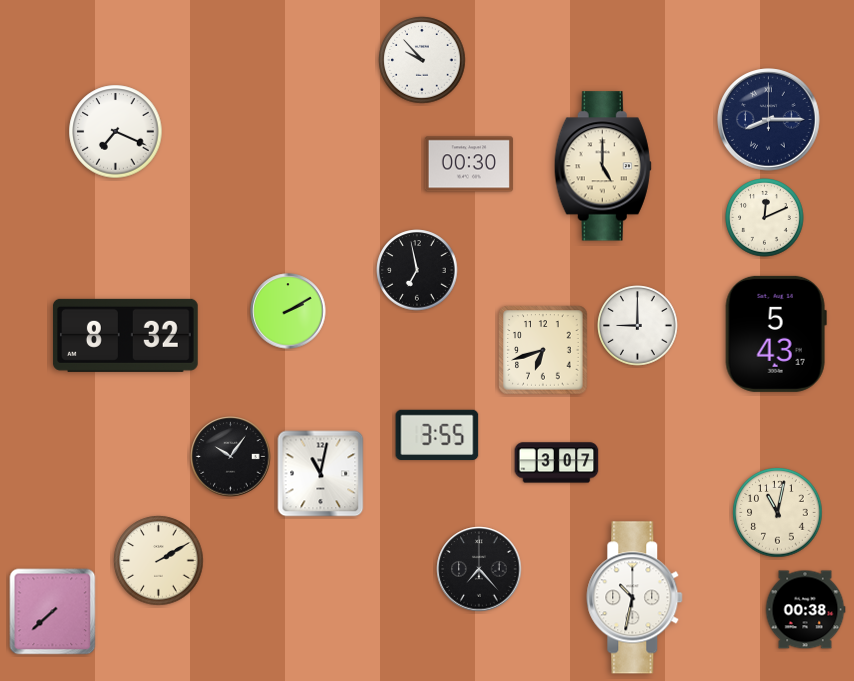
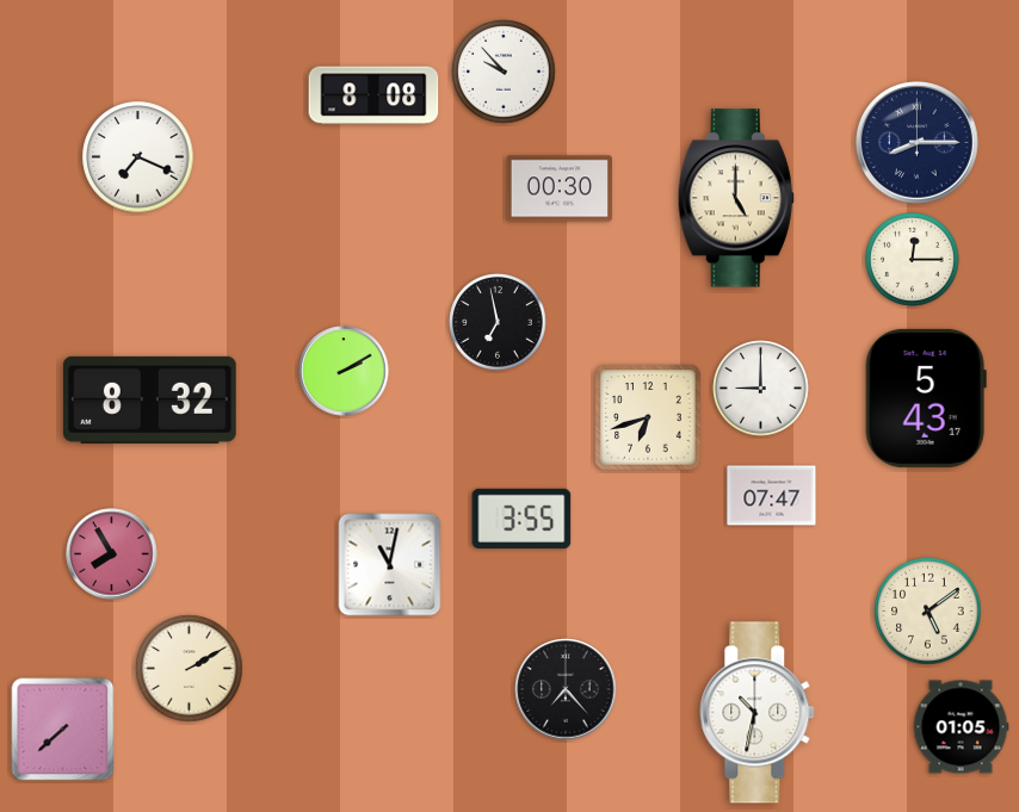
clock at (373, 95): none -> 8:08
clock at (469, 164) position: (469, 164) -> (560, 188)
clock at (603, 166) position: (603, 166) -> (736, 198)
clock at (765, 218): 12:11 -> 12:15
clock at (772, 496): none -> 07:47
clock at (231, 457): 10:06 -> none
clock at (557, 463): 3:07 -> none
clock at (112, 554): none -> 7:55
clock at (321, 474) position: (321, 474) -> (390, 565)
clock at (778, 513): 11:02 -> 5:09
clock at (479, 569) position: (479, 569) -> (566, 689)
clock at (805, 610): 00:38 -> 01:05
